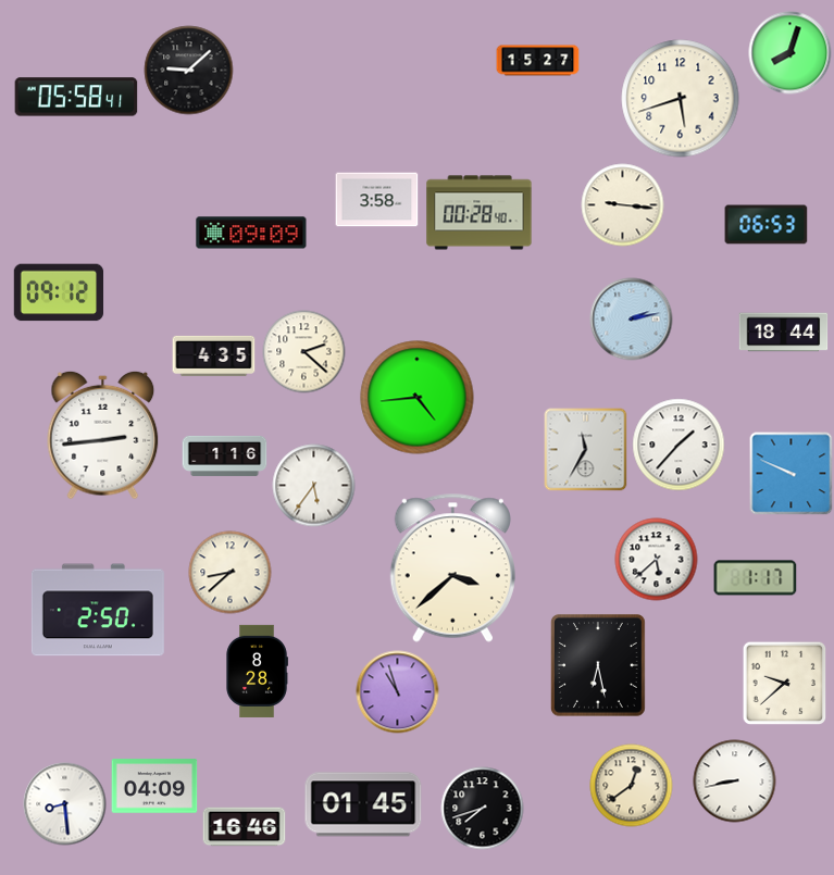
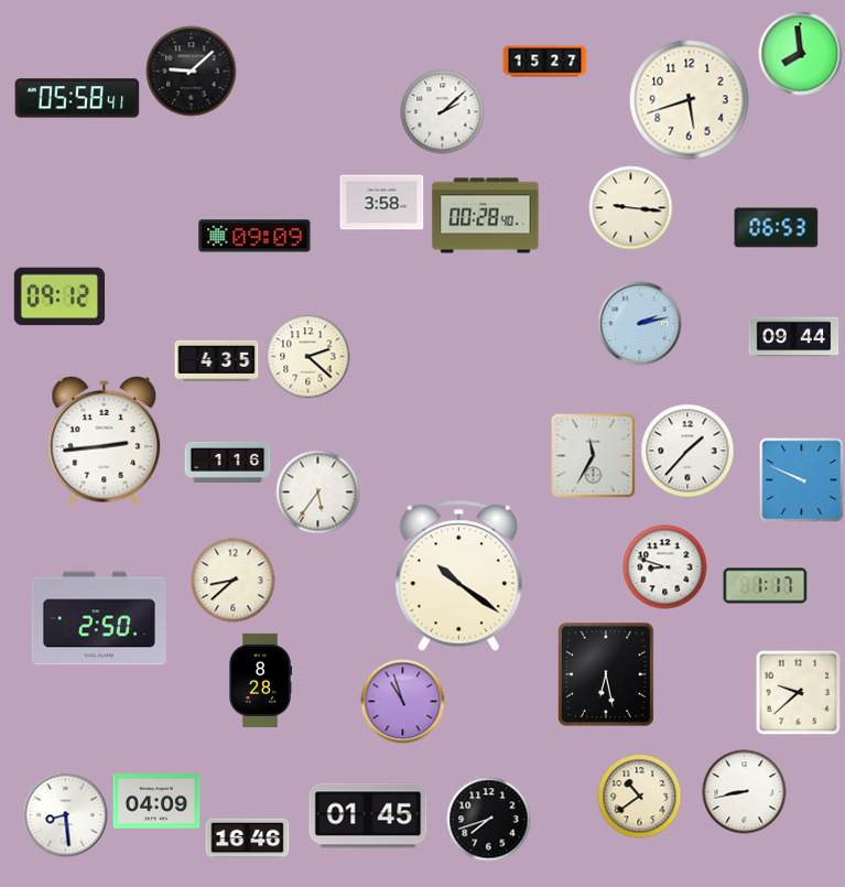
clock at (791, 53): 8:03 -> 7:59
clock at (443, 112): none -> 2:08
clock at (784, 333): 18:44 -> 09:44
clock at (418, 398): 4:44 -> none
clock at (657, 560): 5:38 -> 8:48
clock at (452, 567): 3:38 -> 10:21
clock at (784, 683) position: (784, 683) -> (798, 692)
clock at (154, 786) position: (154, 786) -> (156, 801)
clock at (632, 786): 12:39 -> 10:39
